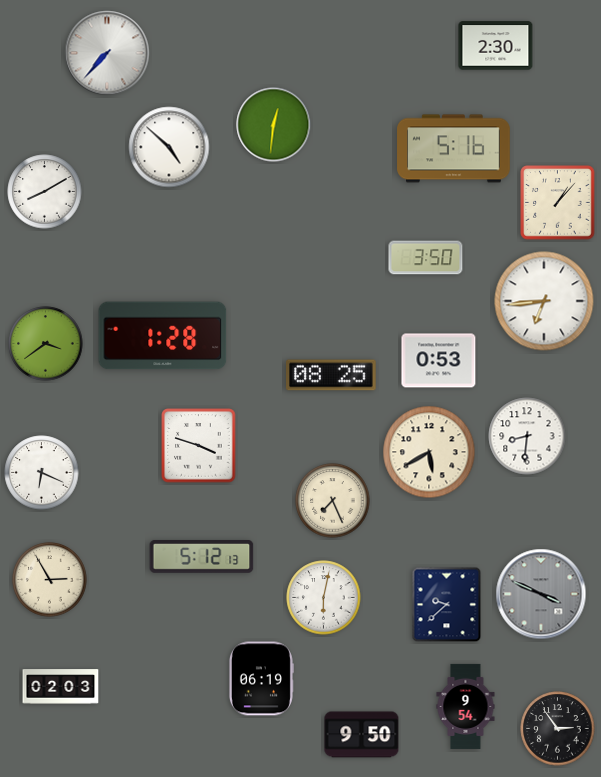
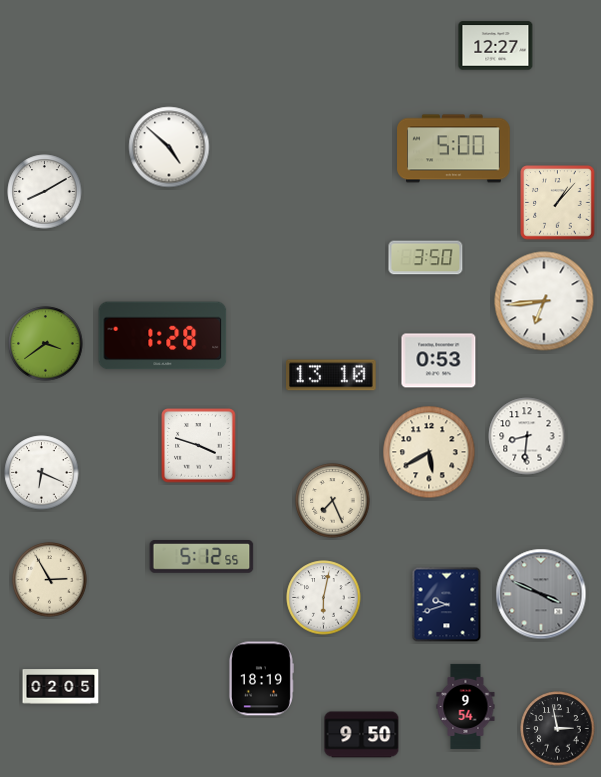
clock at (496, 46): 2:30 -> 12:27
clock at (107, 53): 7:37 -> none
clock at (274, 125): 12:31 -> none
clock at (454, 149): 5:16 -> 5:00
clock at (331, 375): 08:25 -> 13:10
clock at (202, 557): 5:12:13 -> 5:12:55
clock at (447, 605): 9:38 -> 9:42
clock at (261, 679): 06:19 -> 18:19
clock at (61, 687): 02:03 -> 02:05
clock at (558, 729): 2:54 -> 2:58
